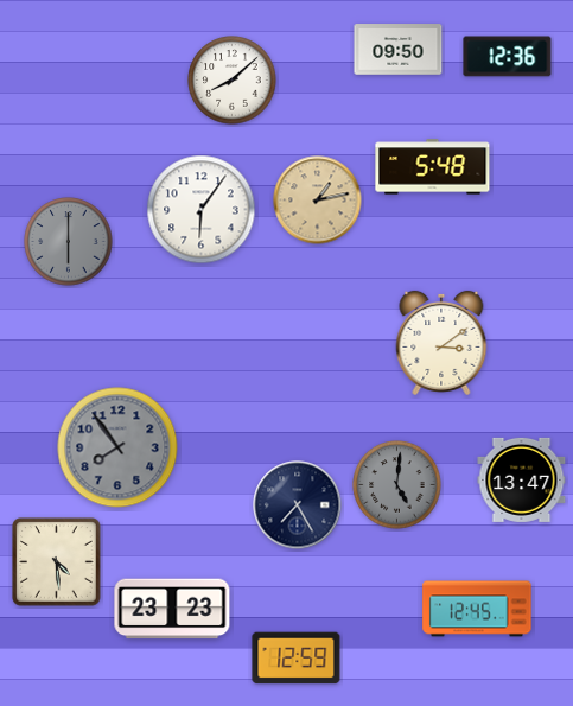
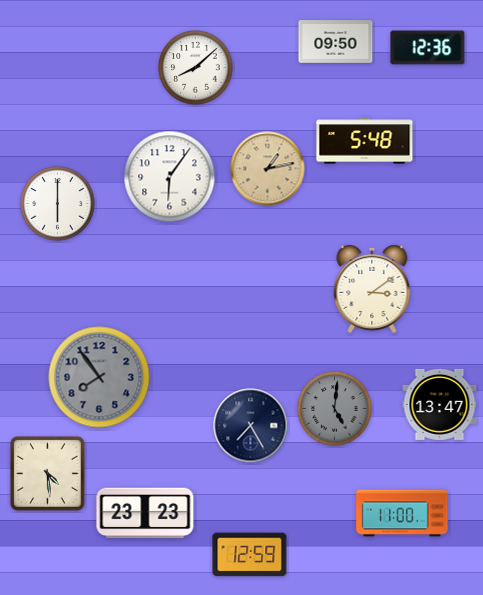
clock at (69, 242) dial: grey -> white
clock at (477, 609): 12:45 -> 11:00
